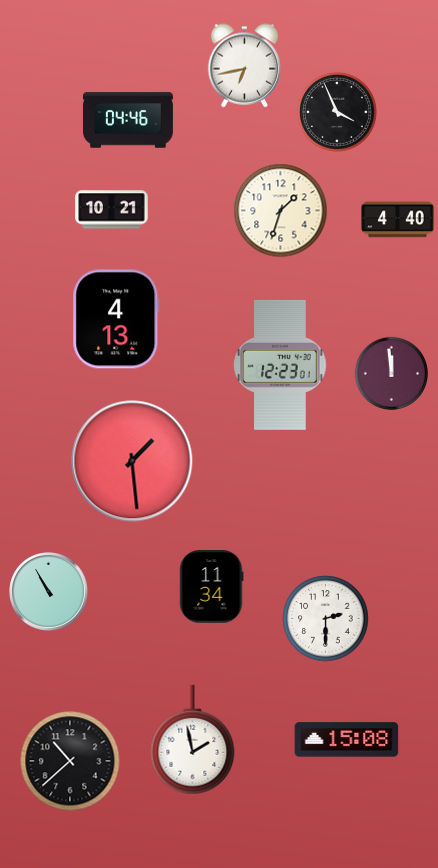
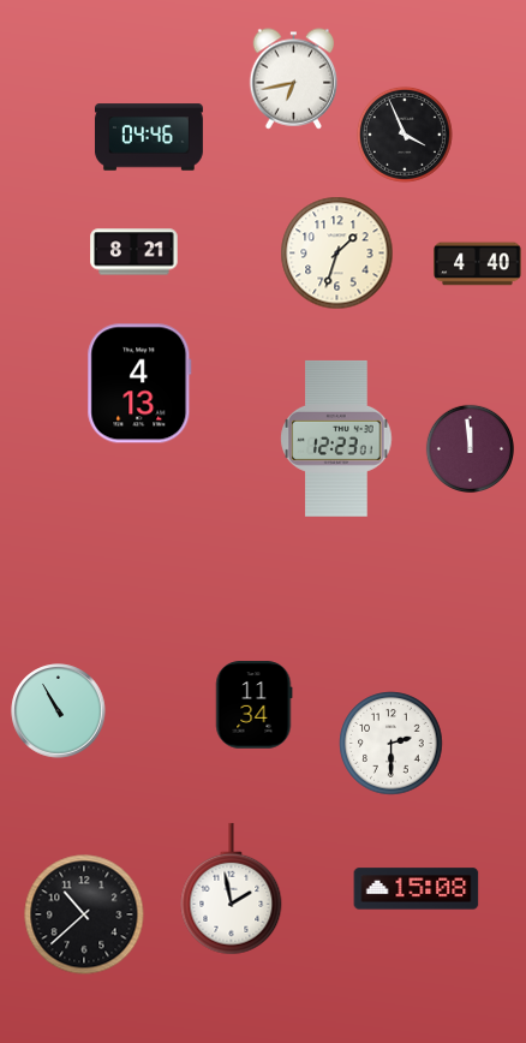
clock at (128, 120) position: (128, 120) -> (149, 137)
clock at (112, 210): 10:21 -> 8:21
clock at (132, 461): 1:29 -> none
